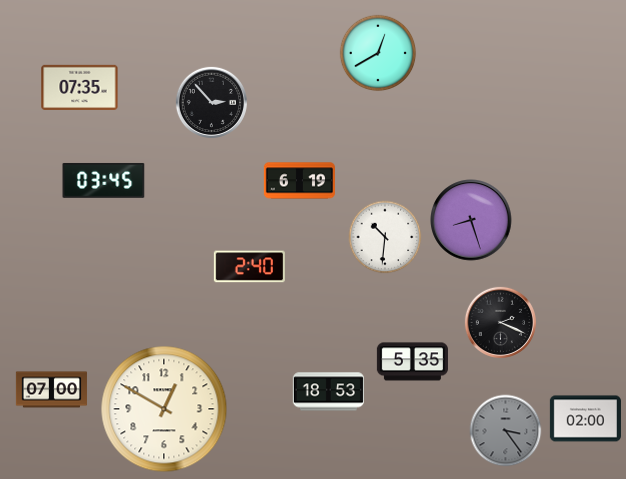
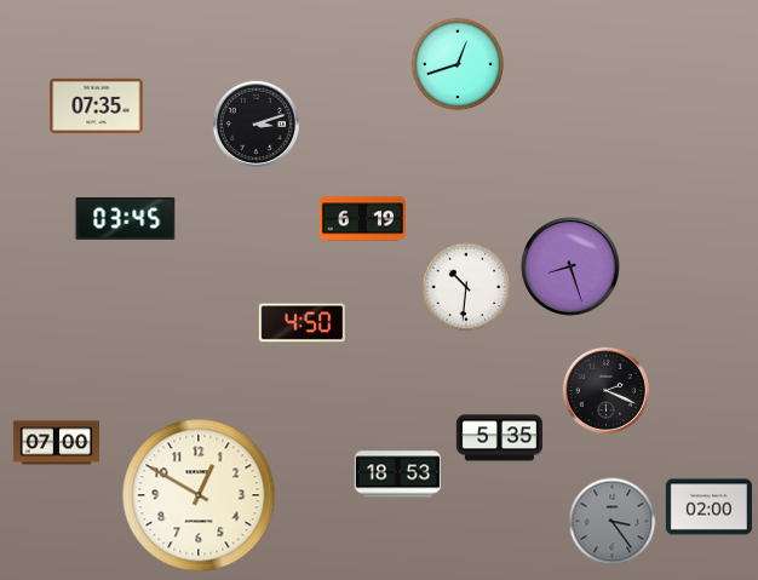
clock at (378, 53): 12:40 -> 12:42
clock at (211, 102): 2:53 -> 3:12
clock at (249, 267): 2:40 -> 4:50
clock at (51, 390) position: (51, 390) -> (56, 443)
